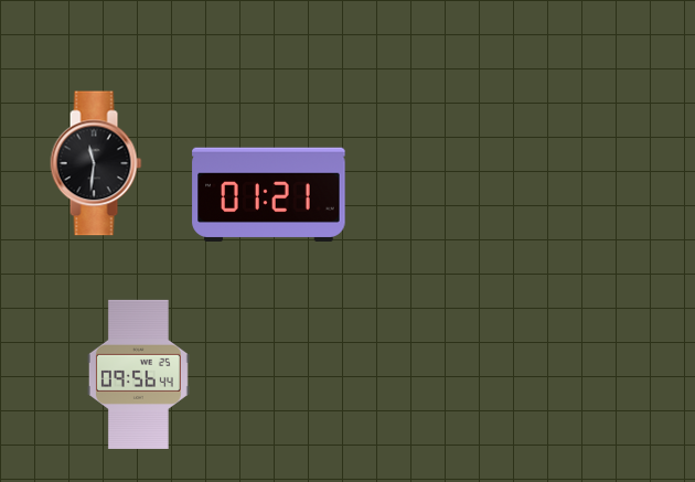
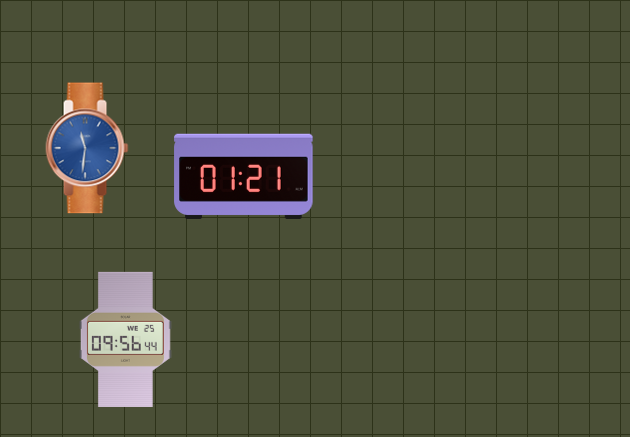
clock at (96, 163) dial: black -> blue
